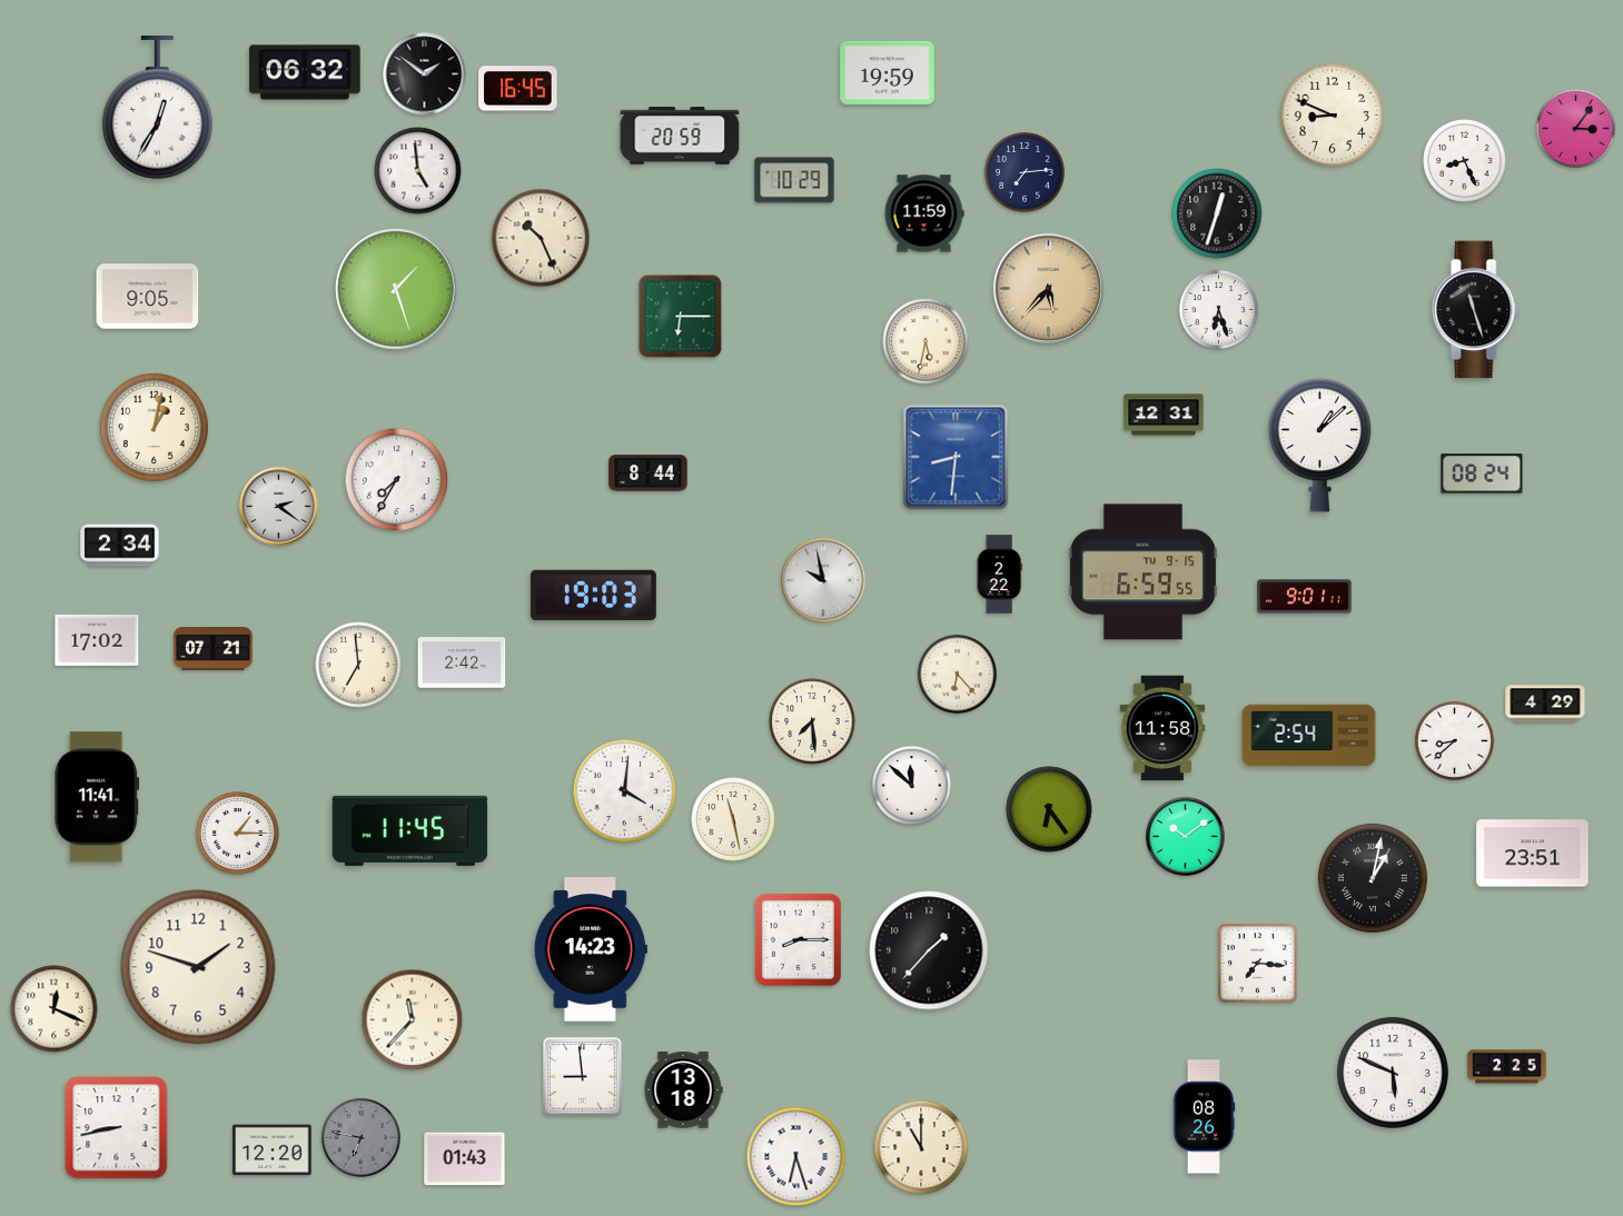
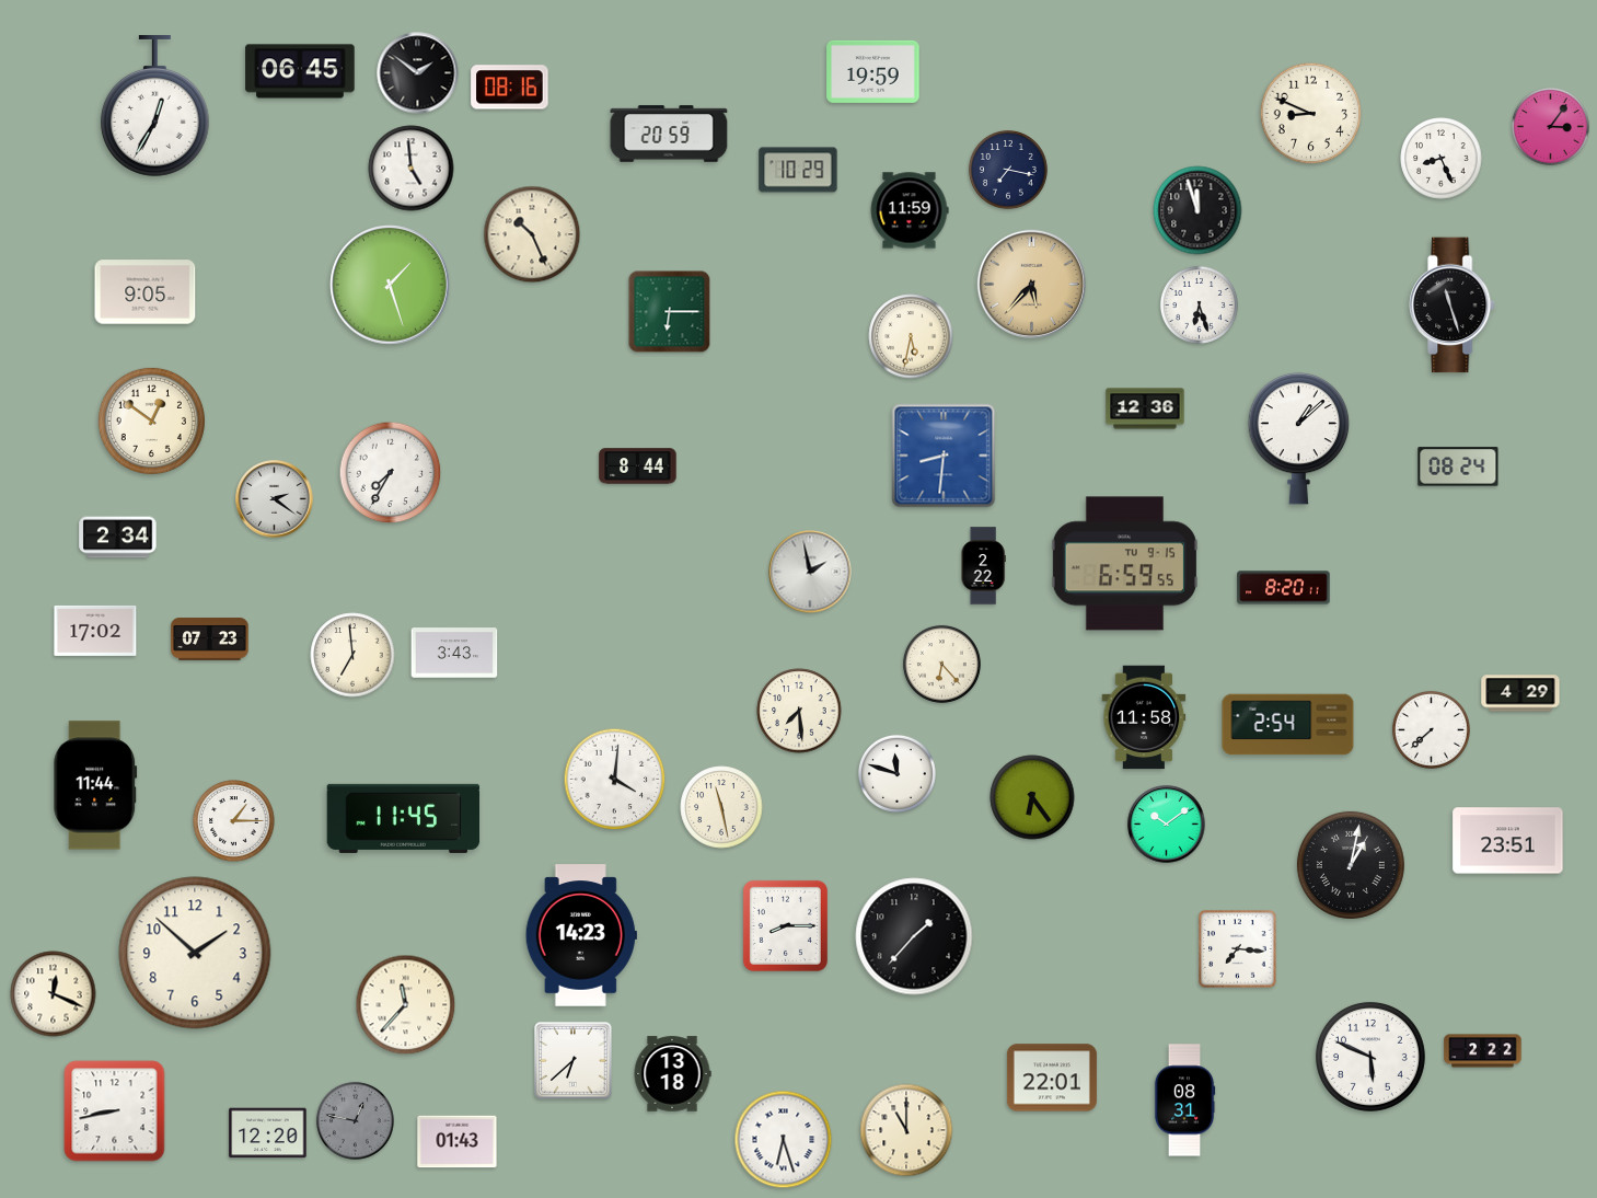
clock at (305, 72): 06:32 -> 06:45
clock at (518, 89): 16:45 -> 08:16
clock at (1025, 172): 7:14 -> 7:17
clock at (794, 180) position: (794, 180) -> (798, 170)
clock at (1217, 213): 12:33 -> 11:57
clock at (1164, 415): 12:31 -> 12:36
clock at (154, 427): 1:02 -> 12:51
clock at (956, 457) position: (956, 457) -> (944, 456)
clock at (823, 580): 9:58 -> 1:58
clock at (593, 596): 19:03 -> none
clock at (1305, 597): 9:01 -> 8:20
clock at (214, 649): 07:21 -> 07:23
clock at (462, 662): 2:42 -> 3:43
clock at (1454, 740): 8:38 -> 7:38
clock at (911, 785): 11:52 -> 11:48
clock at (97, 797): 11:41 -> 11:44
clock at (198, 967): 1:48 -> 1:52
clock at (1507, 1067): 2:25 -> 2:22
clock at (583, 1077): 8:59 -> 6:38
clock at (1052, 1078): none -> 22:01
clock at (1204, 1117): 08:26 -> 08:31
clock at (360, 1137): 6:47 -> 12:47
